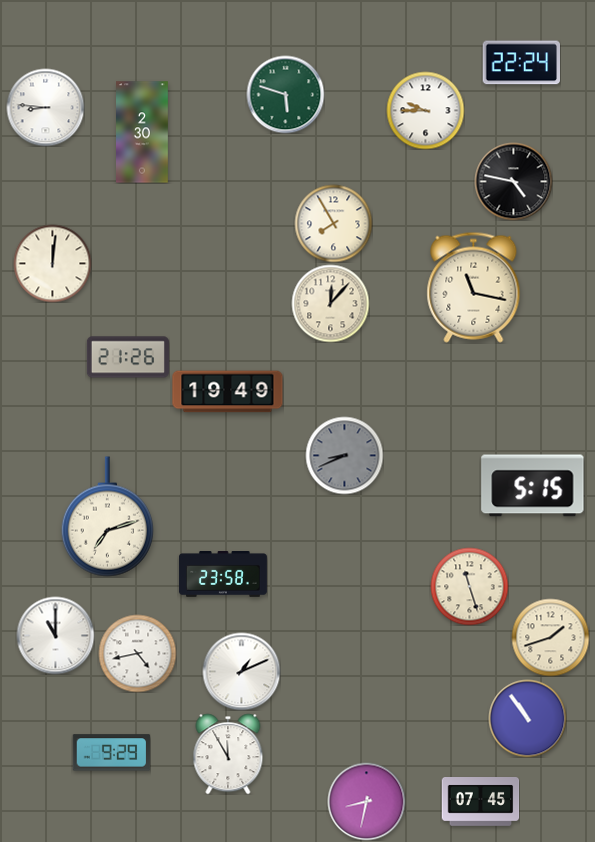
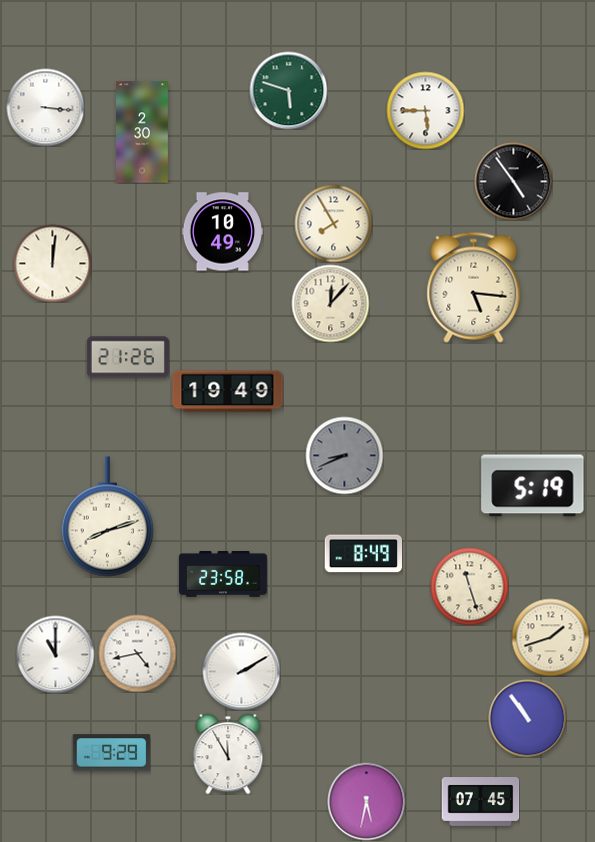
clock at (521, 63): 22:24 -> none
clock at (285, 94) position: (285, 94) -> (288, 90)
clock at (45, 107): 8:46 -> 3:16
clock at (425, 110): 9:45 -> 5:45
clock at (513, 181): 4:47 -> 4:54
clock at (222, 232): none -> 10:49
clock at (474, 287): 11:17 -> 5:16
clock at (533, 486): 5:15 -> 5:19
clock at (107, 517): 7:12 -> 8:12
clock at (363, 554): none -> 8:49
clock at (55, 635) position: (55, 635) -> (55, 654)
clock at (241, 671): 1:11 -> 2:10
clock at (366, 801): 8:32 -> 5:32
